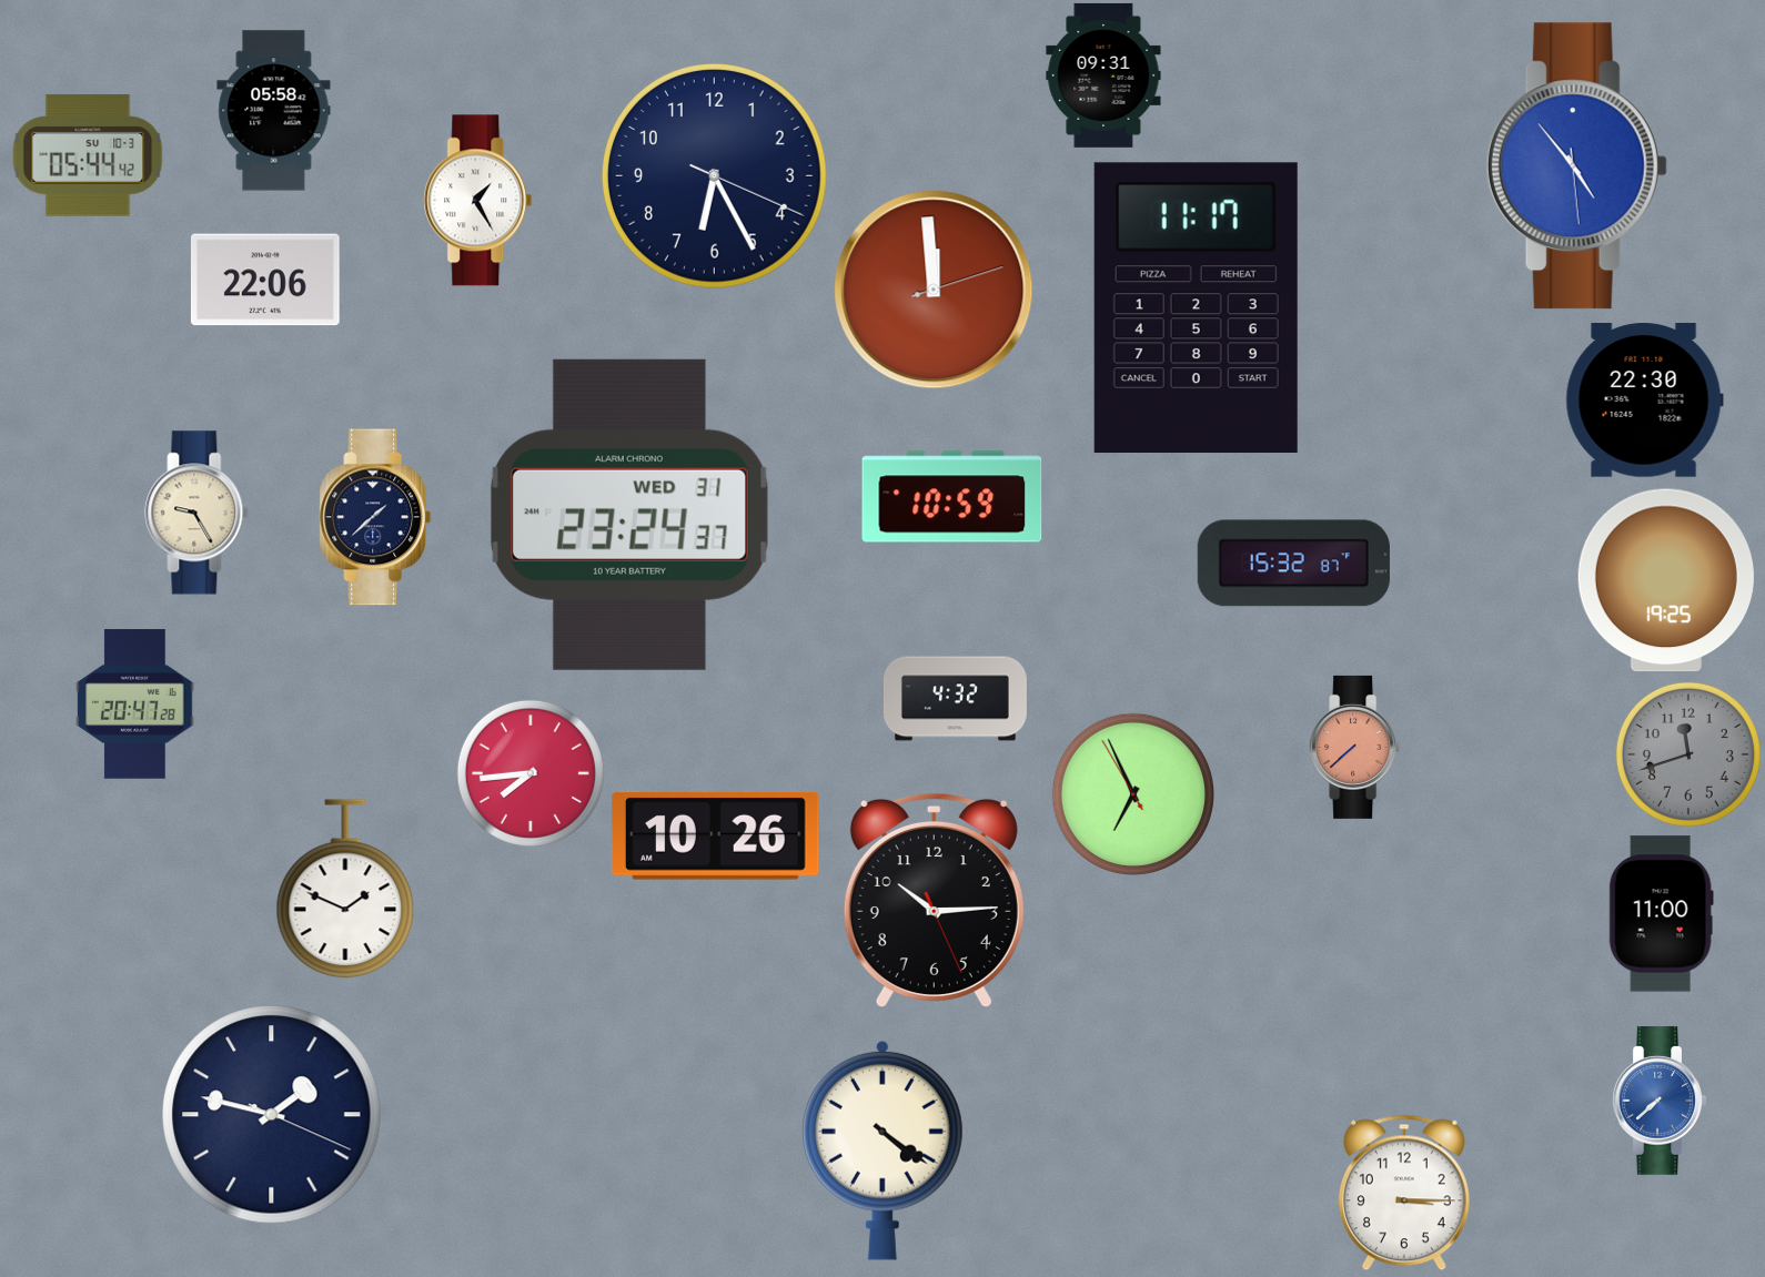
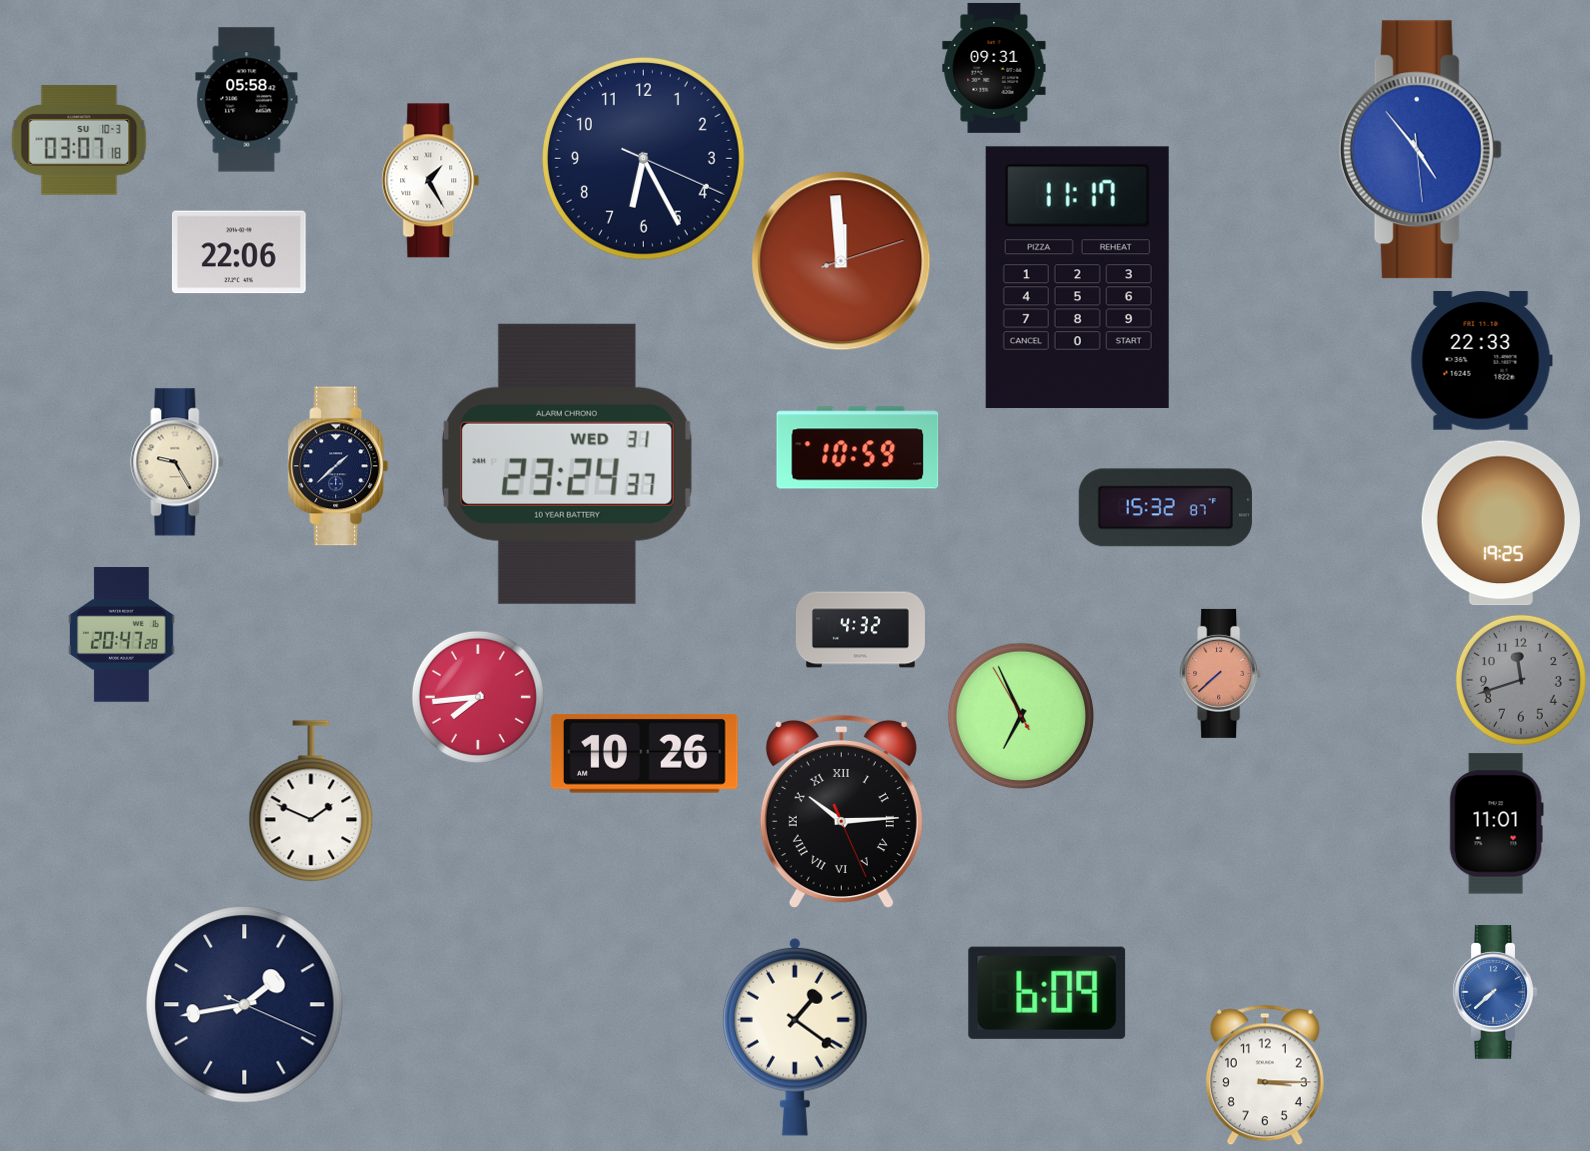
clock at (88, 155): 05:44 -> 03:07
clock at (1644, 401): 22:30 -> 22:33
clock at (934, 900) numerals: Arabic -> Roman
clock at (1661, 914): 11:00 -> 11:01
clock at (1047, 993): none -> 6:09
clock at (272, 1115): 1:47 -> 1:43
clock at (883, 1151): 4:21 -> 1:21
